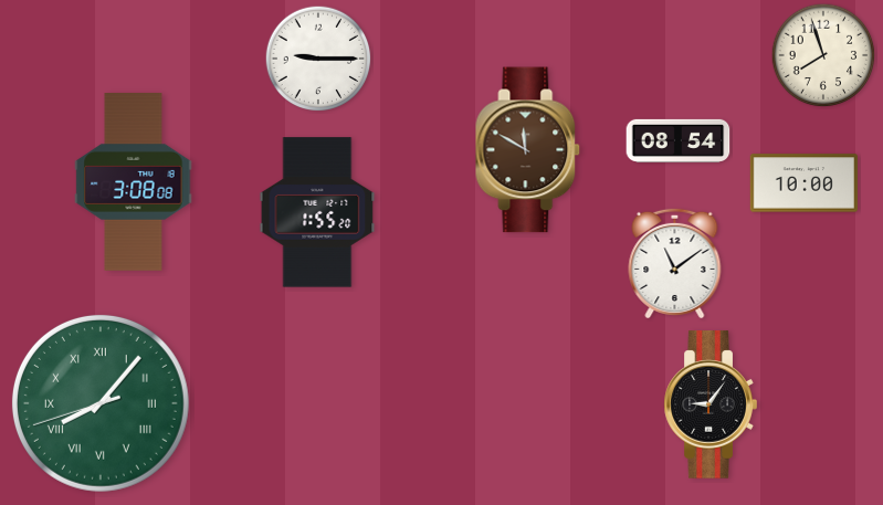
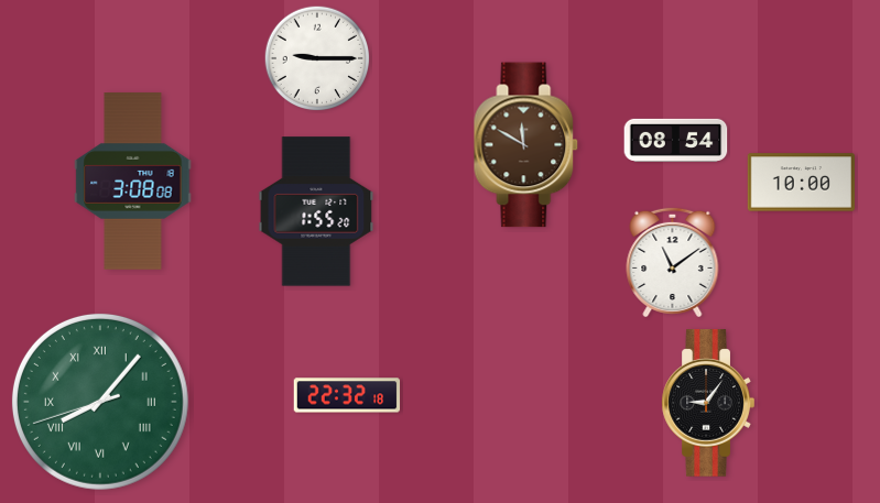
clock at (823, 55): 7:57 -> none
clock at (528, 150) position: (528, 150) -> (526, 145)
clock at (347, 395): none -> 22:32
